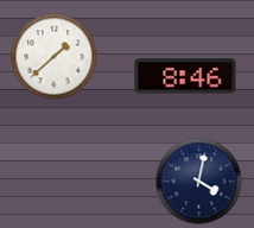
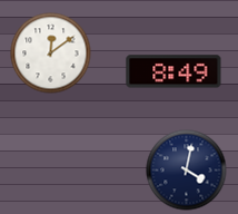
clock at (55, 57): 1:38 -> 12:09
clock at (185, 76): 8:46 -> 8:49
